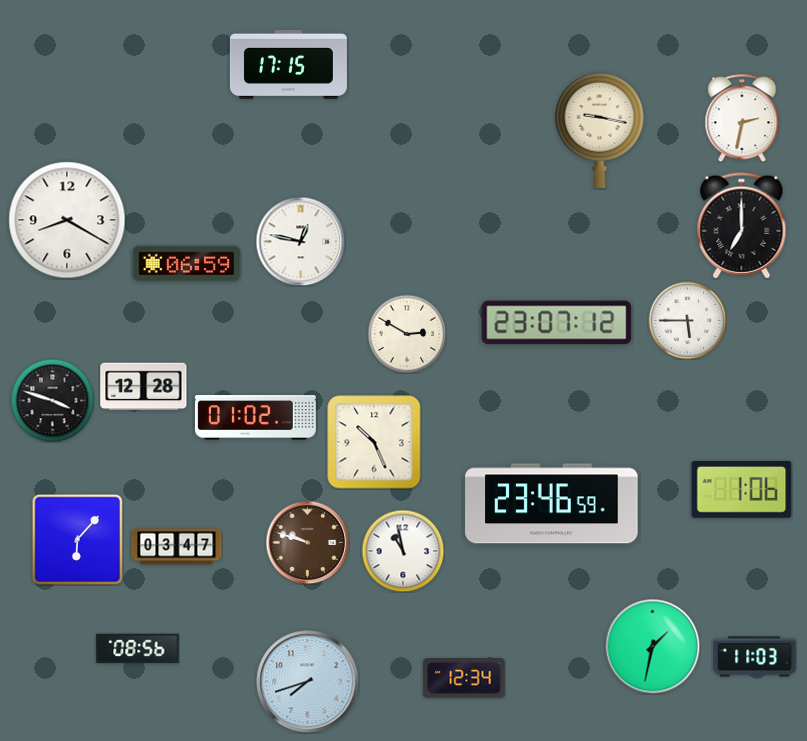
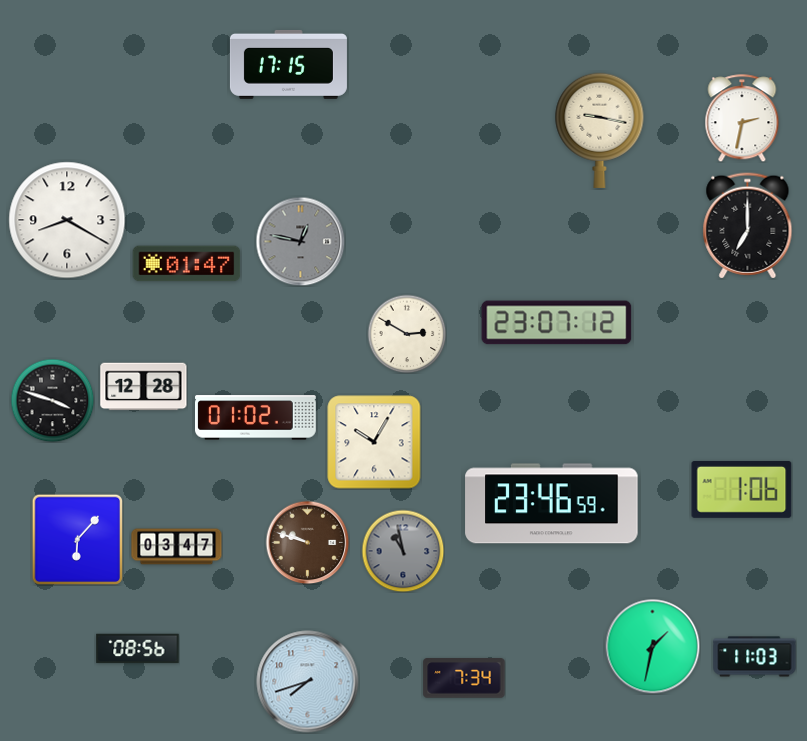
clock at (742, 226) position: (742, 226) -> (748, 226)
clock at (300, 241) dial: white -> grey
clock at (187, 264): 06:59 -> 01:47
clock at (687, 320): 5:45 -> none
clock at (374, 442): 10:26 -> 10:05
clock at (403, 551) dial: white -> grey
clock at (464, 678): 12:34 -> 7:34
